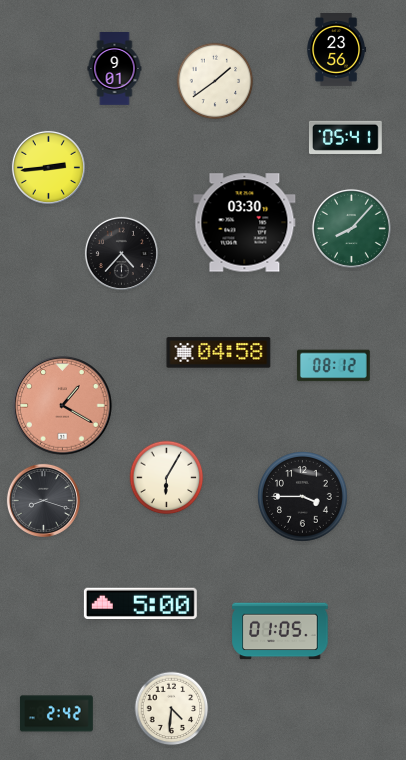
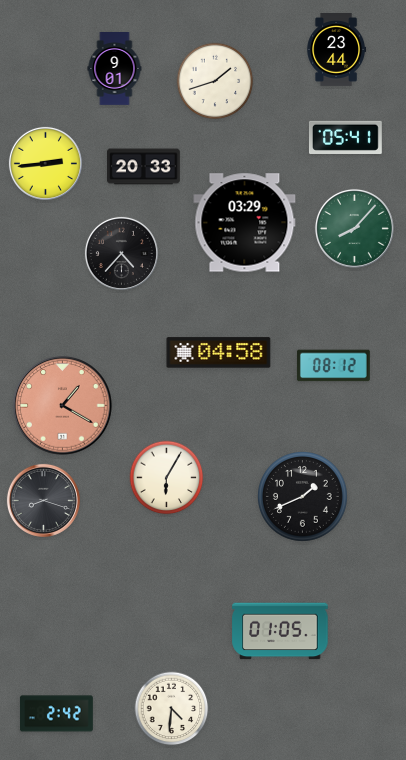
clock at (337, 50): 23:56 -> 23:44
clock at (215, 81): 1:39 -> 1:42
clock at (48, 167) position: (48, 167) -> (45, 163)
clock at (144, 167): none -> 20:33
clock at (245, 223): 03:30 -> 03:29
clock at (351, 228) position: (351, 228) -> (354, 228)
clock at (303, 497): 3:45 -> 1:41
clock at (140, 603): 5:00 -> none
